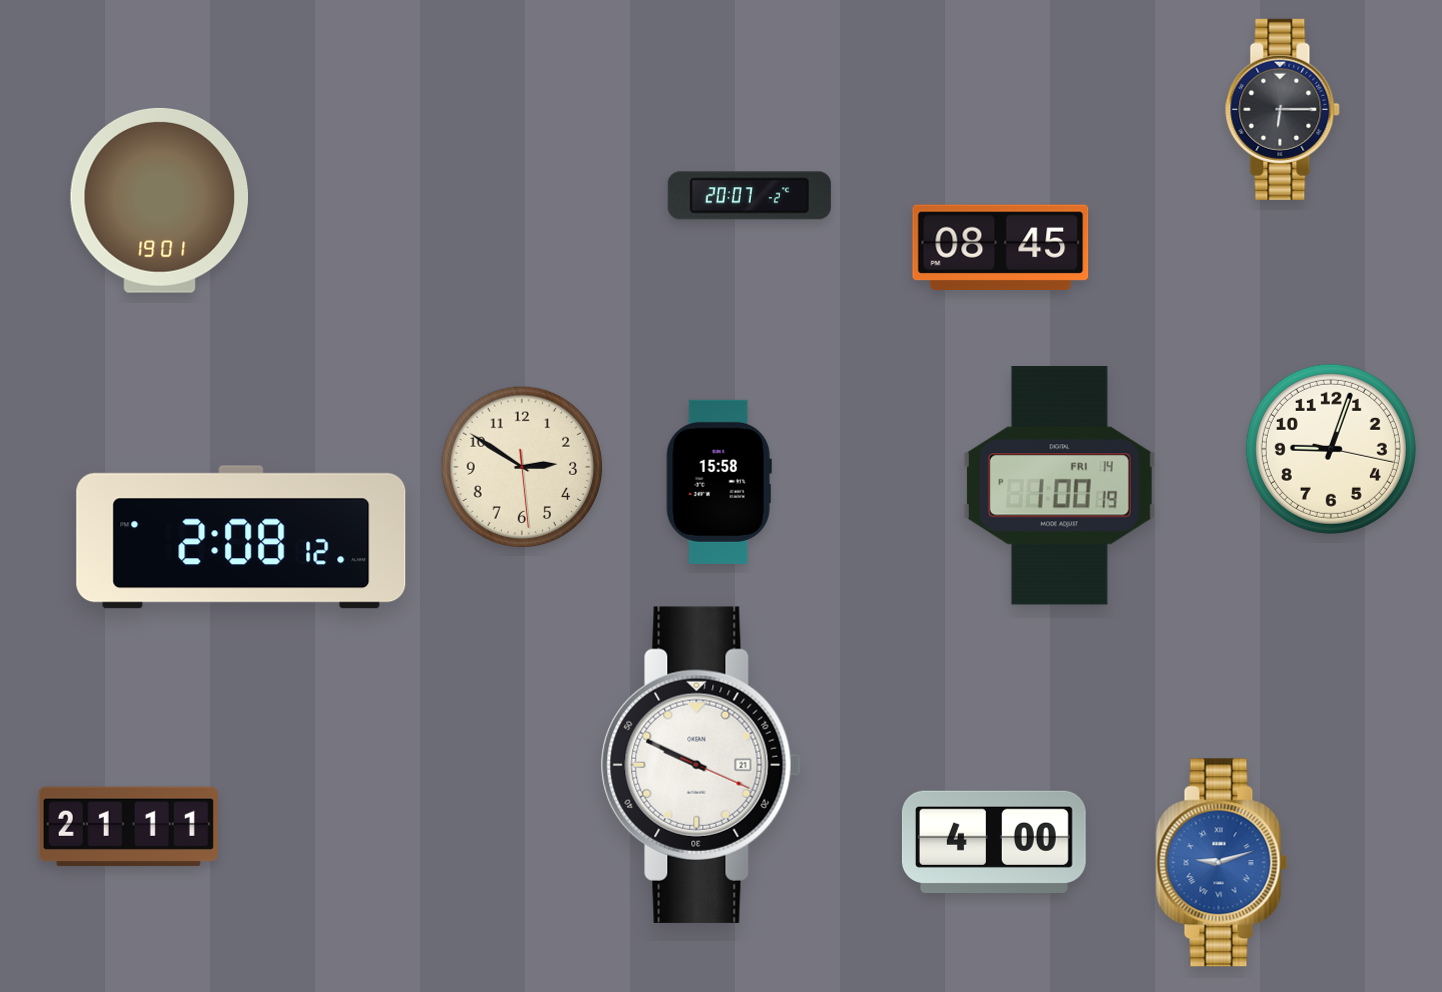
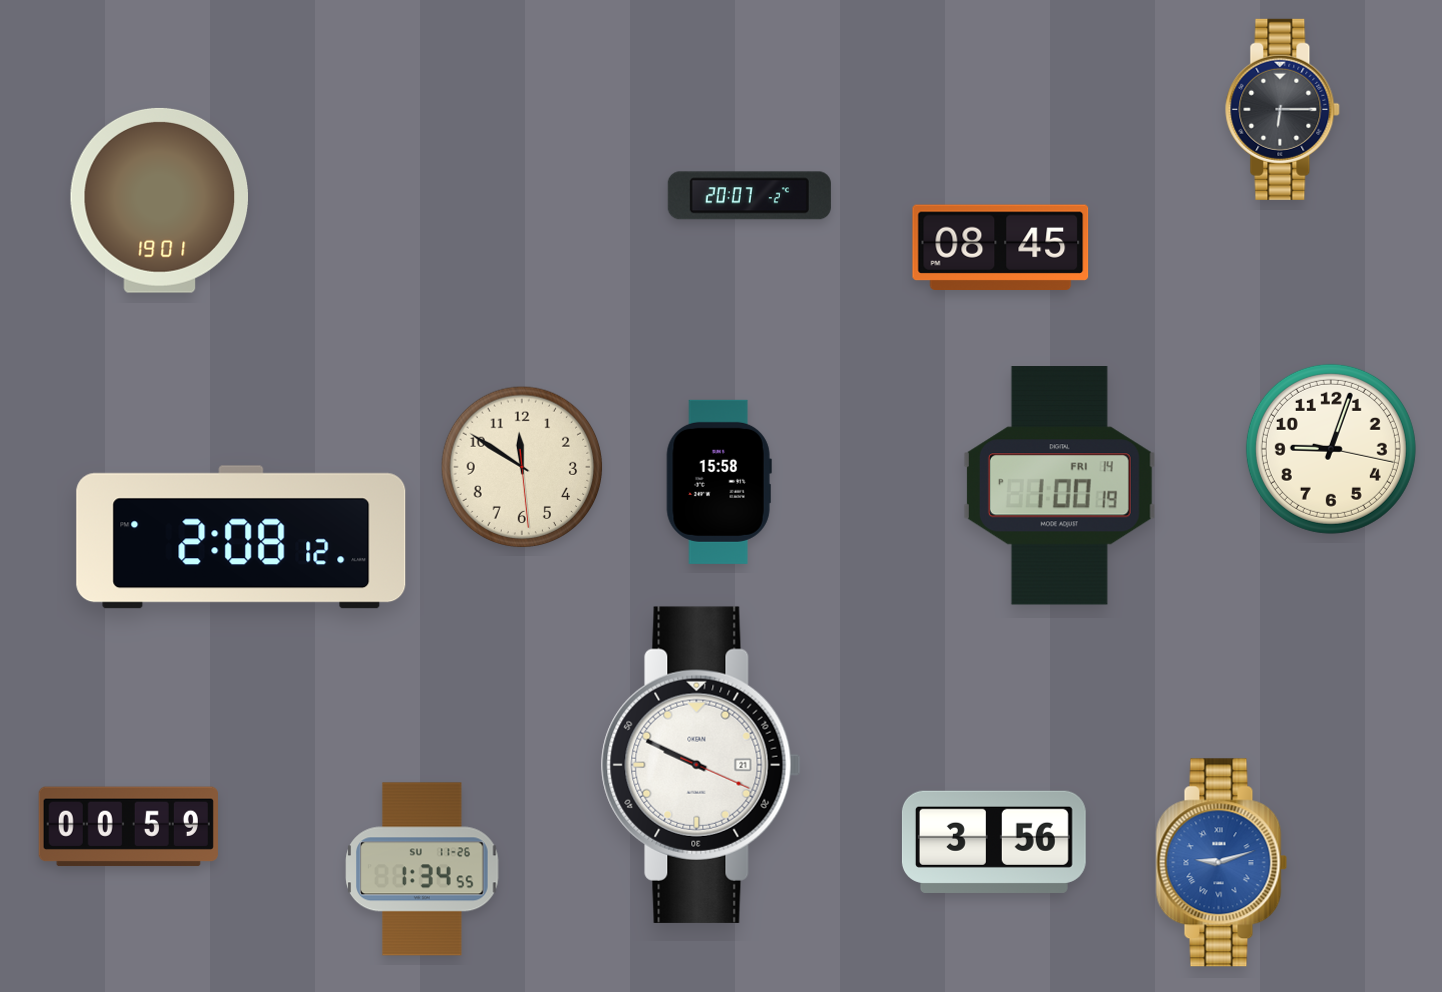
clock at (522, 467): 2:50 -> 11:50
clock at (128, 827): 21:11 -> 00:59
clock at (994, 842): 4:00 -> 3:56
clock at (422, 869): none -> 1:34
